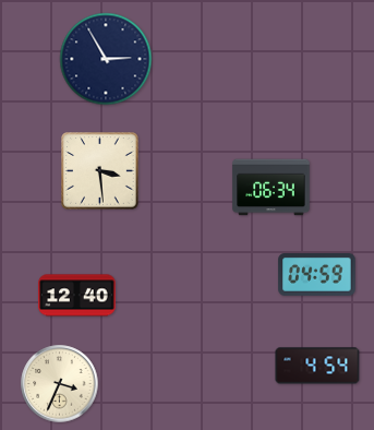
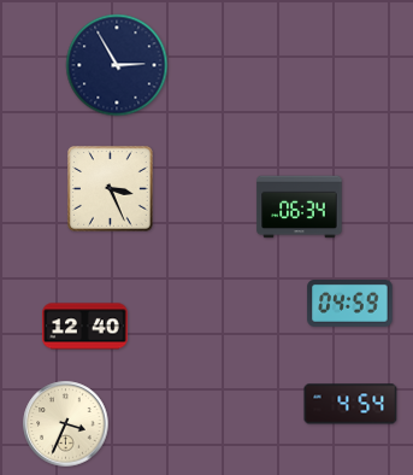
clock at (100, 171): 3:29 -> 3:26
